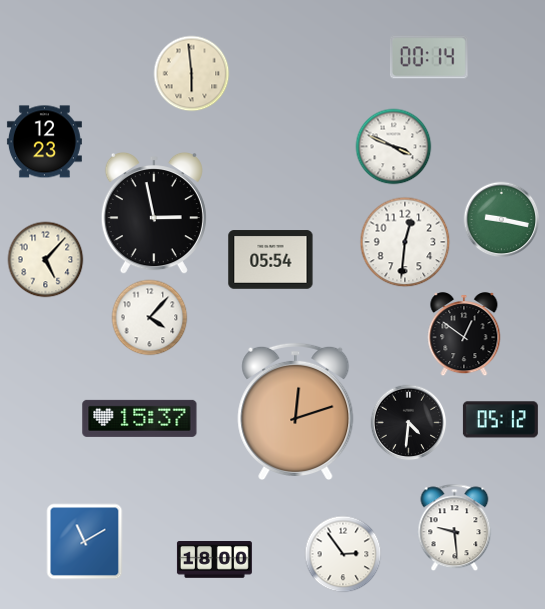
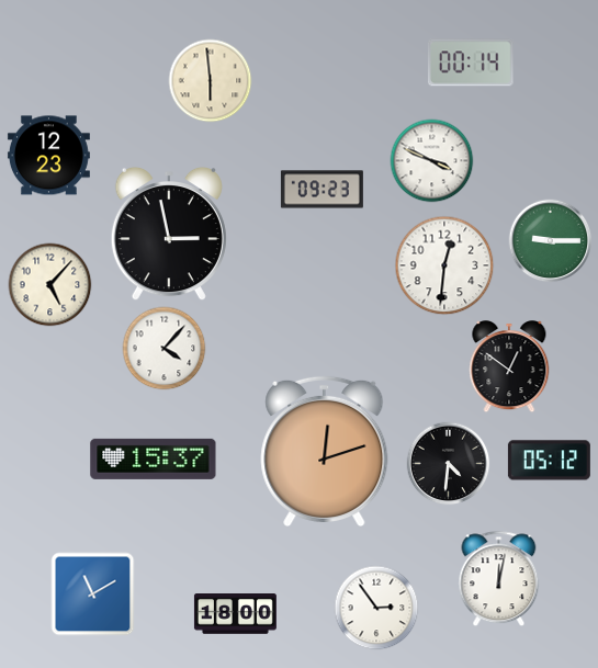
clock at (321, 190): none -> 09:23
clock at (502, 220): 9:17 -> 9:15
clock at (271, 260): 05:54 -> none
clock at (455, 528): 9:29 -> 12:02
